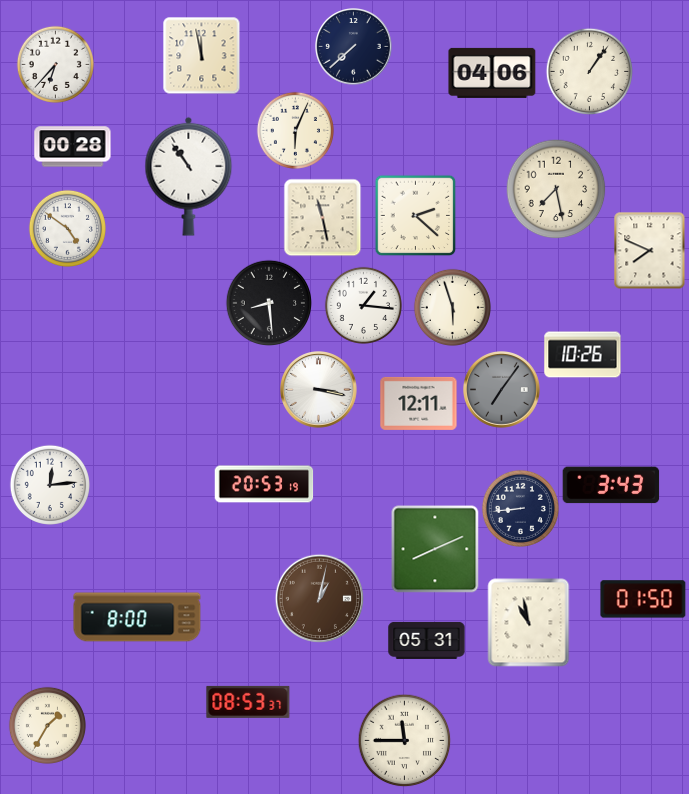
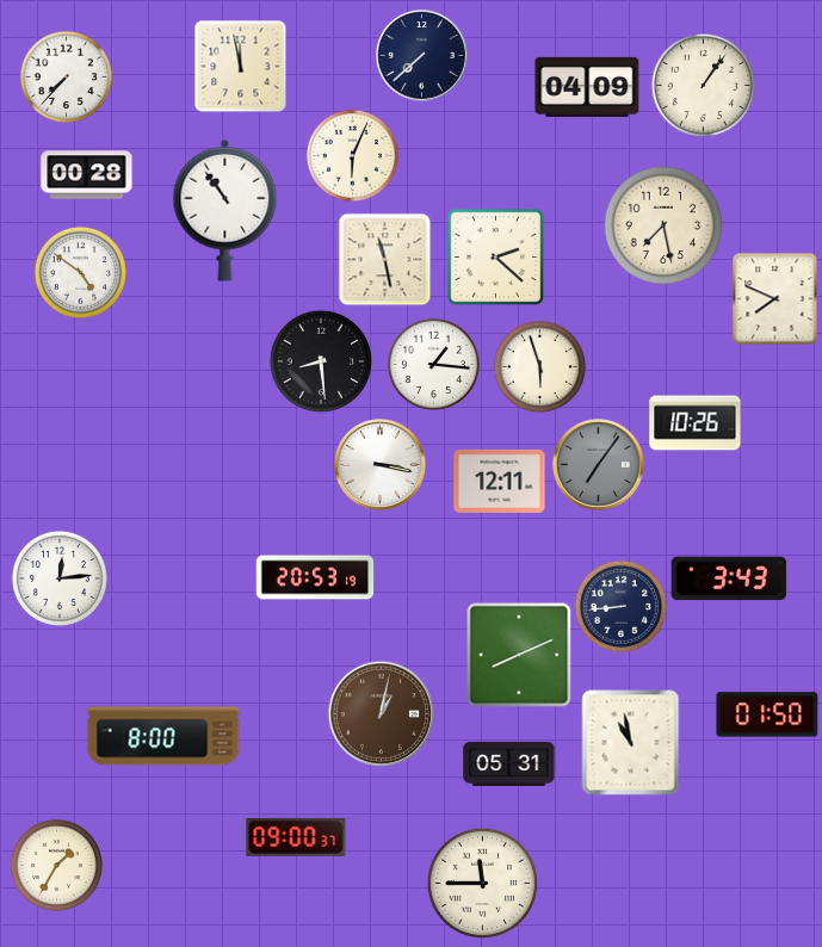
clock at (55, 64): 6:37 -> 7:37
clock at (492, 73): 04:06 -> 04:09
clock at (248, 702): 08:53 -> 09:00
